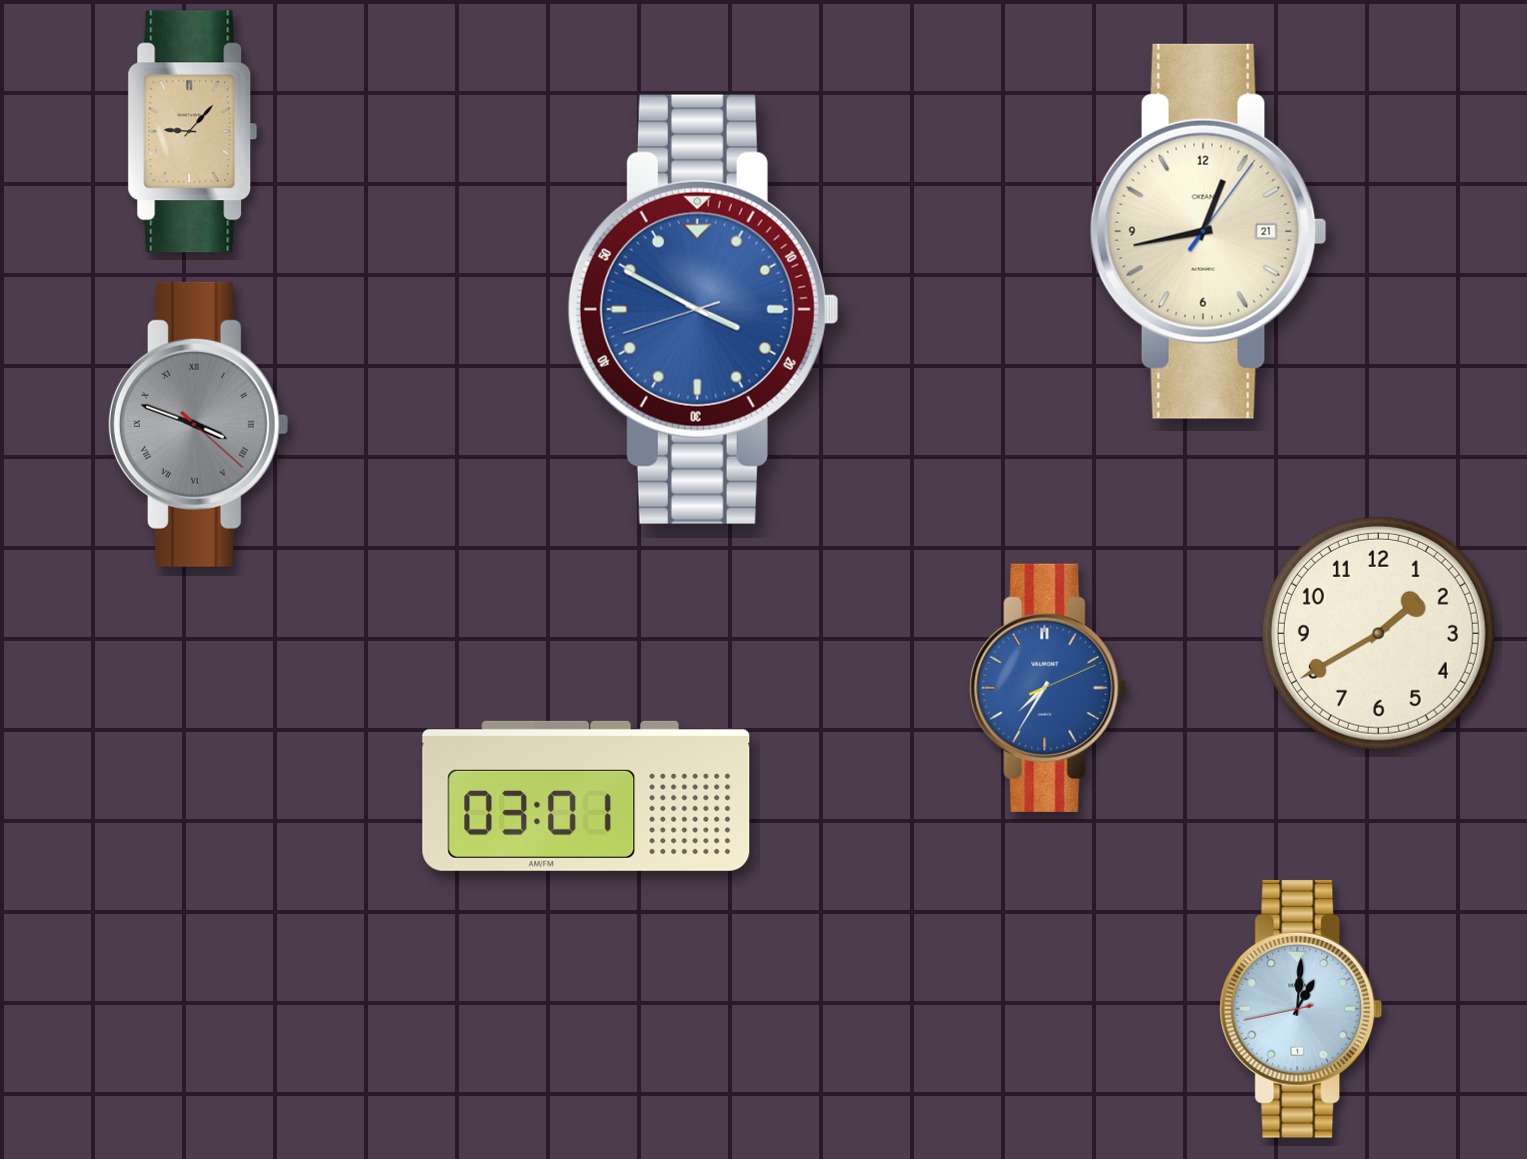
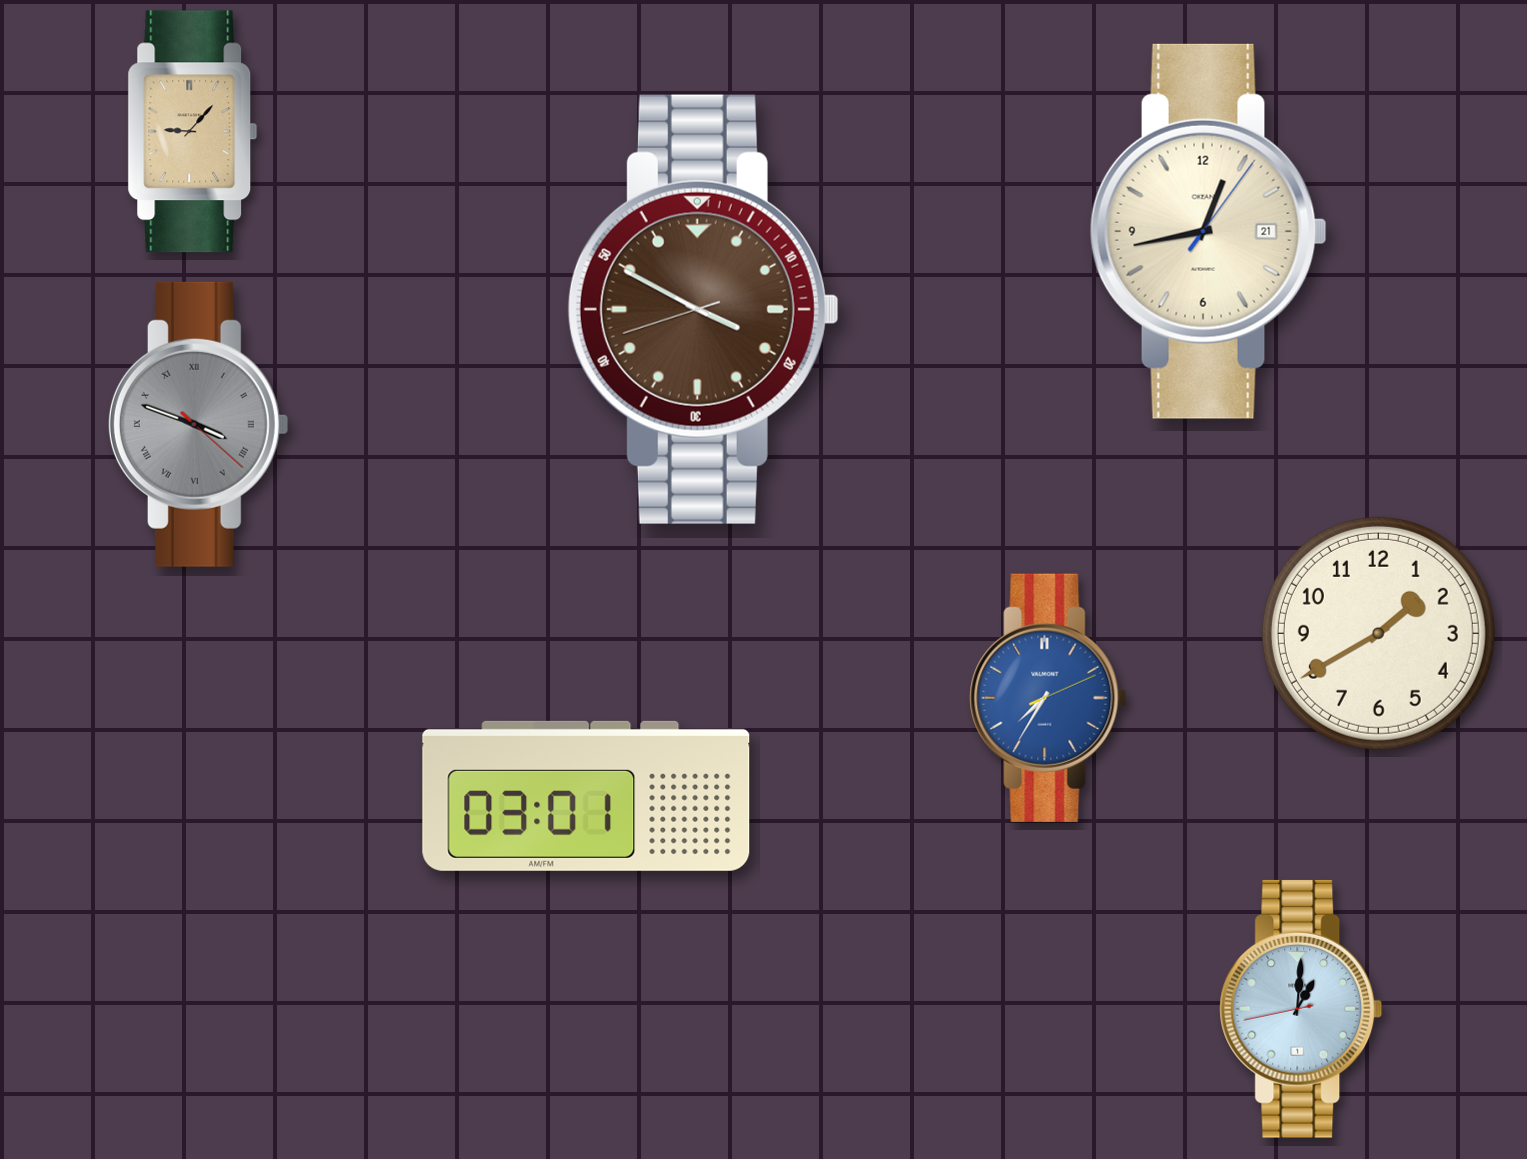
clock at (703, 309) dial: blue -> brown
clock at (1048, 688) position: (1048, 688) -> (1048, 698)
